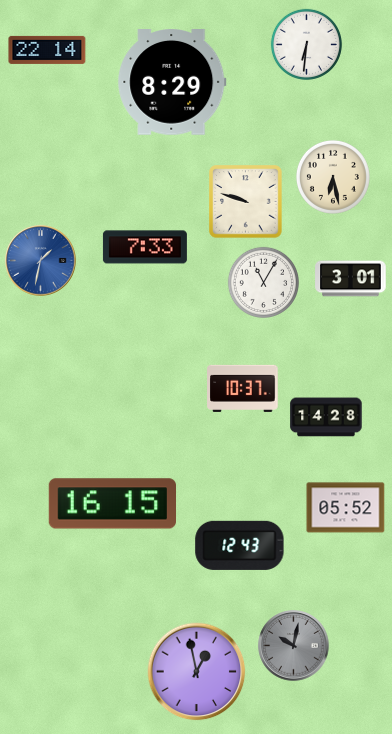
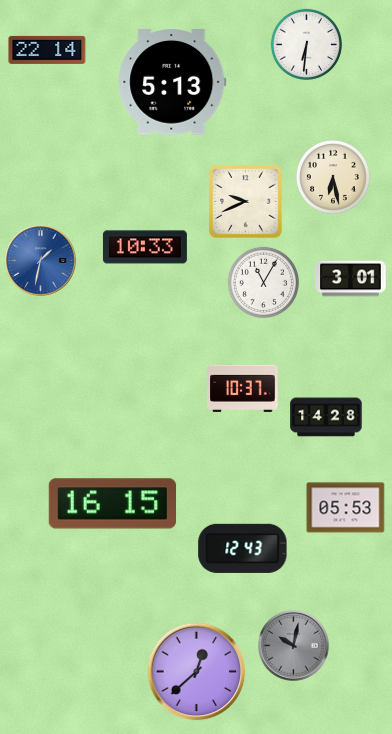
clock at (172, 83): 8:29 -> 5:13
clock at (246, 202): 9:48 -> 9:41
clock at (145, 247): 7:33 -> 10:33
clock at (346, 508): 05:52 -> 05:53
clock at (240, 545) position: (240, 545) -> (243, 548)
clock at (197, 672): 12:58 -> 12:38
